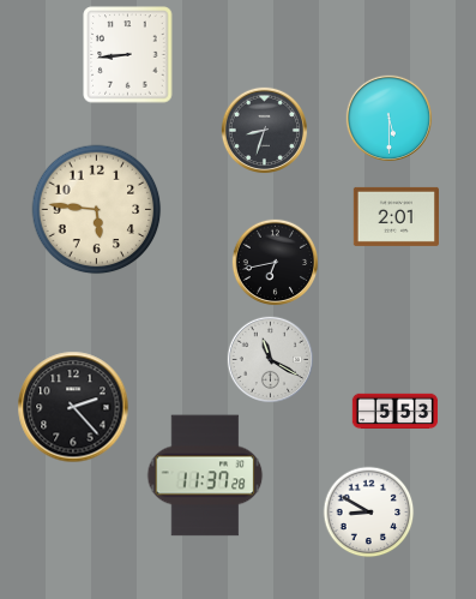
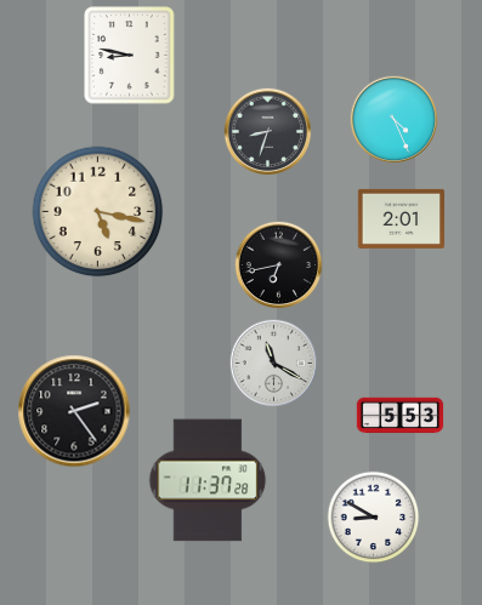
clock at (128, 55): 8:44 -> 8:47
clock at (390, 119): 5:30 -> 4:26
clock at (97, 210): 5:46 -> 5:17
clock at (73, 407): 2:23 -> 2:24
